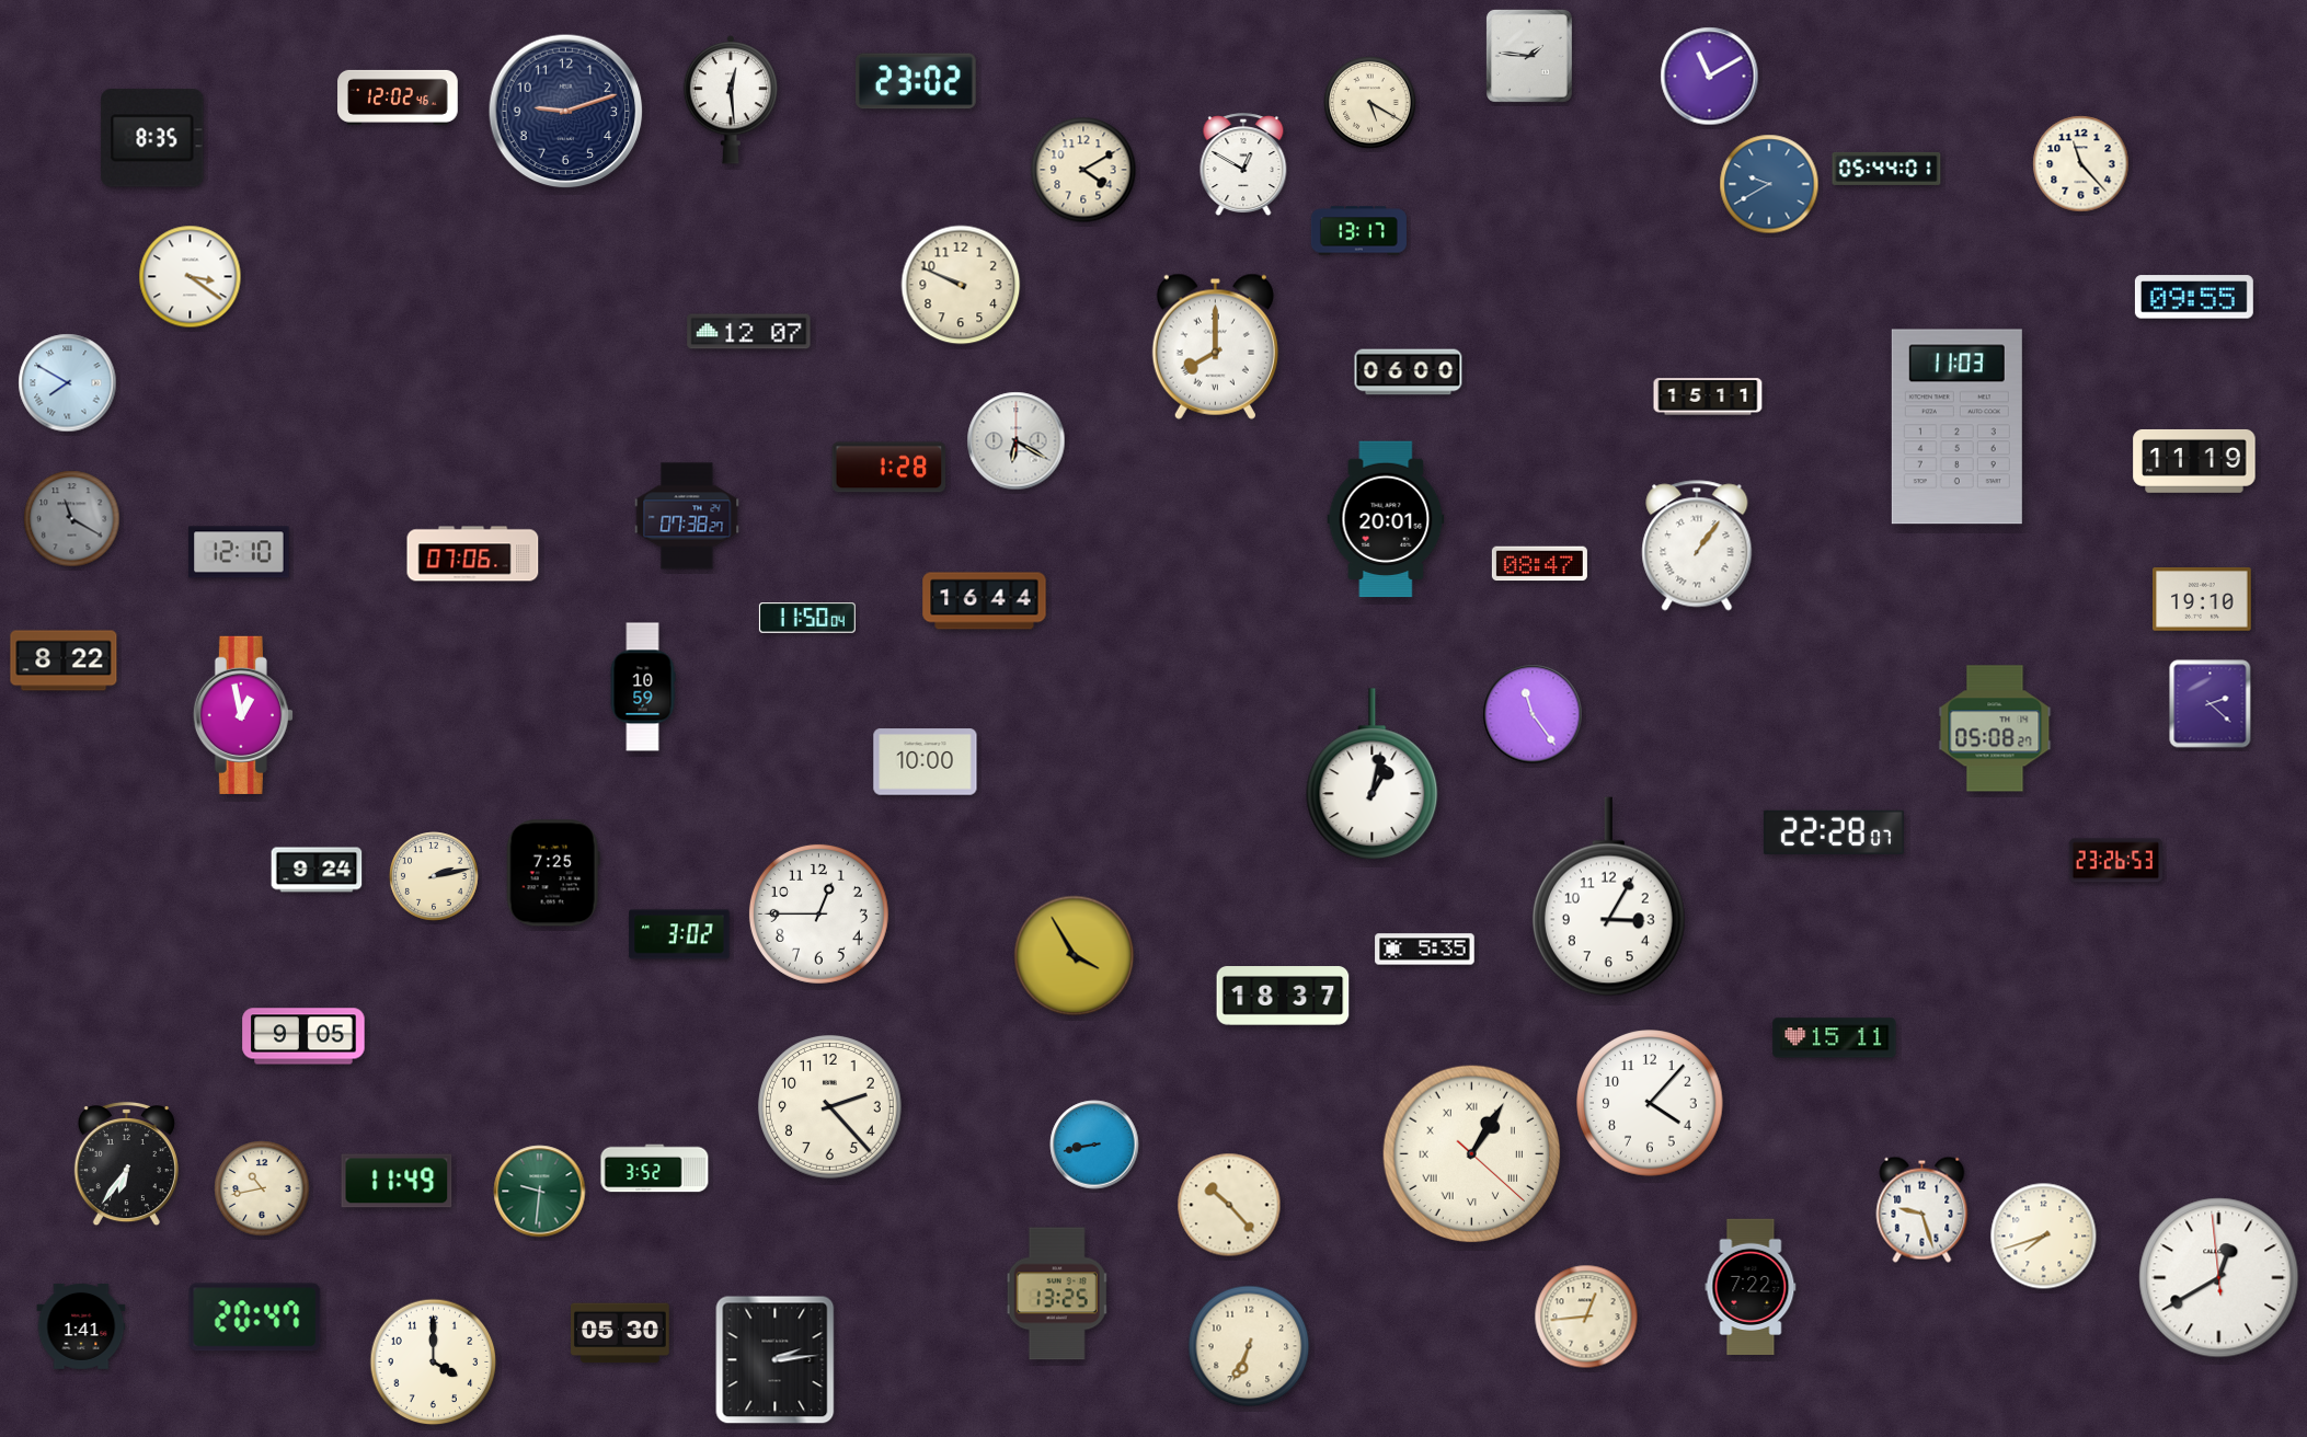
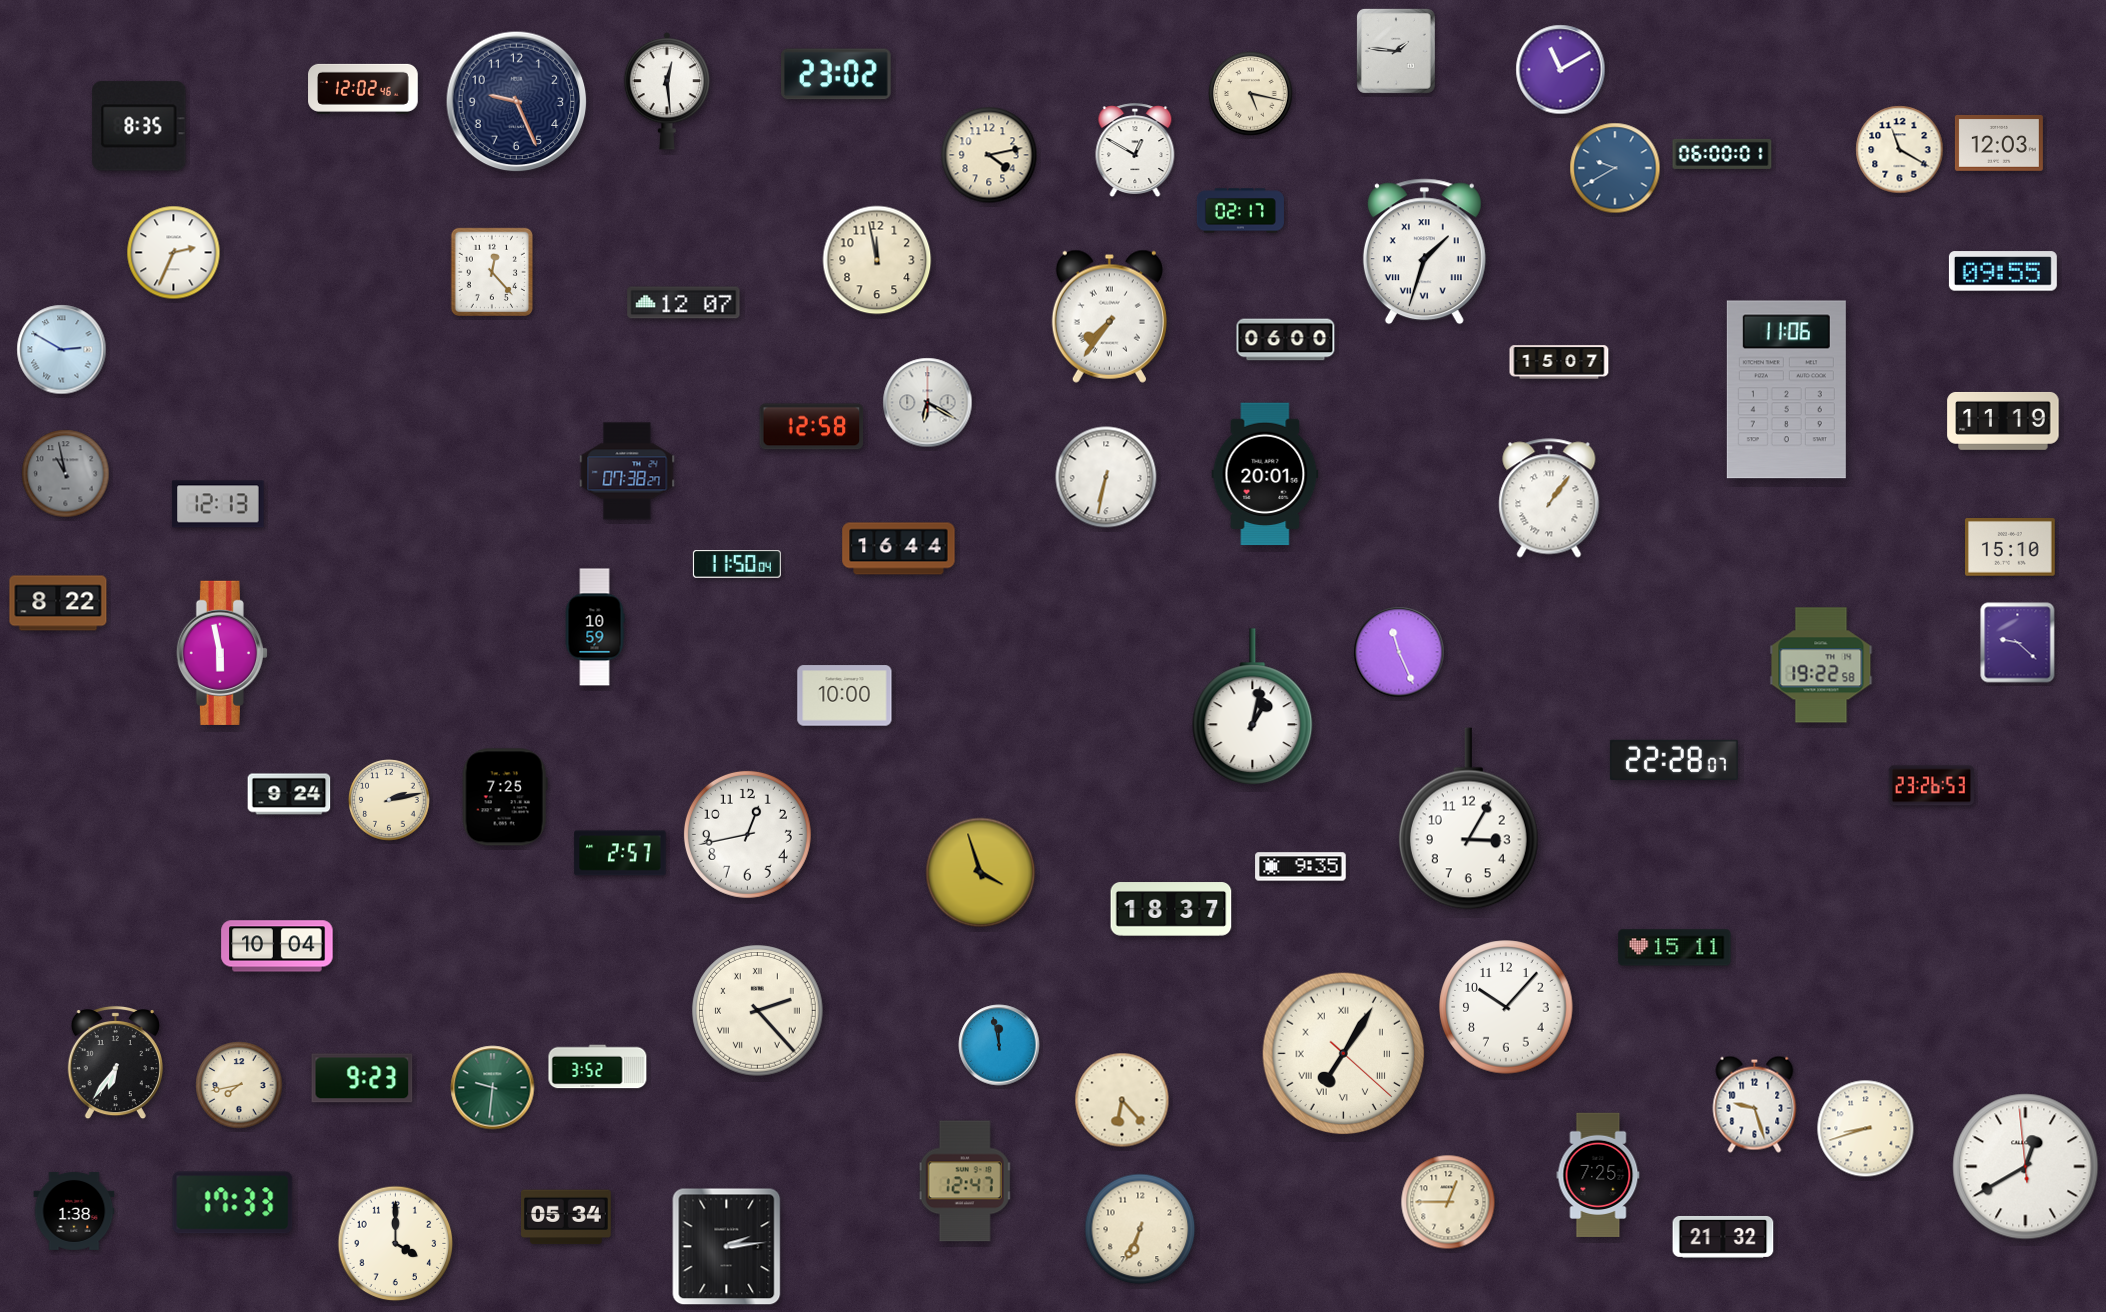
clock at (1370, 103): 5:20 -> 5:17
clock at (566, 112): 9:12 -> 9:26
clock at (1999, 143): none -> 12:03
clock at (2081, 164): 11:23 -> 11:20
clock at (1886, 169): 05:44 -> 06:00
clock at (1083, 170): 4:10 -> 4:13
clock at (1358, 231): 13:17 -> 02:17
clock at (1424, 252): none -> 1:33
clock at (191, 277): 3:21 -> 2:34
clock at (961, 285): 9:49 -> 11:58
clock at (491, 271): none -> 12:23
clock at (1215, 346): 8:00 -> 7:36
clock at (68, 383): 7:50 -> 2:50
clock at (1708, 396): 15:11 -> 15:07
clock at (1956, 427): 11:03 -> 11:06
clock at (889, 468): 1:28 -> 12:58
clock at (72, 519): 11:20 -> 10:58
clock at (1106, 477): none -> 6:32
clock at (239, 552): 12:10 -> 12:13
clock at (473, 554): 07:06 -> none
clock at (1539, 564): 08:47 -> none
clock at (2203, 599): 19:10 -> 15:10
clock at (643, 687) position: (643, 687) -> (595, 627)
clock at (2211, 704): 2:22 -> 9:22
clock at (1533, 714): 11:24 -> 11:26
clock at (243, 715): 12:58 -> 5:58
clock at (1995, 728): 05:08 -> 19:22
clock at (434, 876) position: (434, 876) -> (389, 800)
clock at (818, 913): 12:45 -> 12:43
clock at (679, 934): 3:02 -> 2:57
clock at (1425, 950): 5:35 -> 9:35
clock at (1075, 956): 3:55 -> 3:57
clock at (303, 1036): 9:05 -> 10:04
clock at (1650, 1103): 4:07 -> 10:07
clock at (830, 1107) numerals: Arabic -> Roman
clock at (1094, 1145): 8:43 -> 11:58
clock at (1472, 1154): 1:05 -> 7:05
clock at (397, 1181): 11:49 -> 9:23
clock at (262, 1188): 10:43 -> 7:43
clock at (1229, 1205): 10:23 -> 6:23
clock at (2044, 1237): 7:42 -> 8:42
clock at (1751, 1286): 7:22 -> 7:25
clock at (1057, 1294): 13:25 -> 12:47
clock at (1586, 1317): 12:44 -> 12:45
clock at (255, 1318): 20:47 -> 17:33
clock at (81, 1326): 1:41 -> 1:38
clock at (621, 1333): 05:30 -> 05:34
clock at (1723, 1237): none -> 21:32
clock at (776, 1360) position: (776, 1360) -> (727, 1247)
